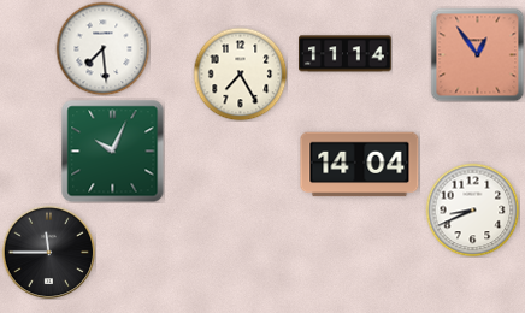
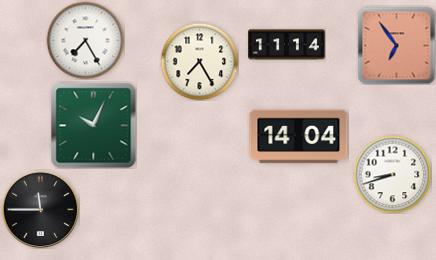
clock at (102, 48): 7:29 -> 7:25
clock at (477, 54): 12:54 -> 6:54
clock at (472, 209): 8:41 -> 8:42
